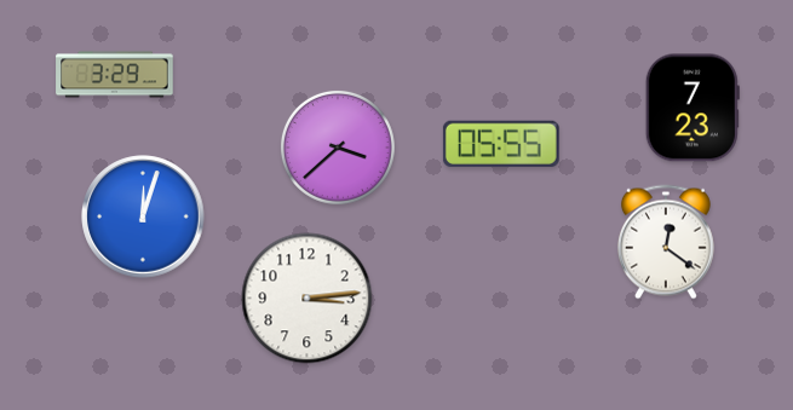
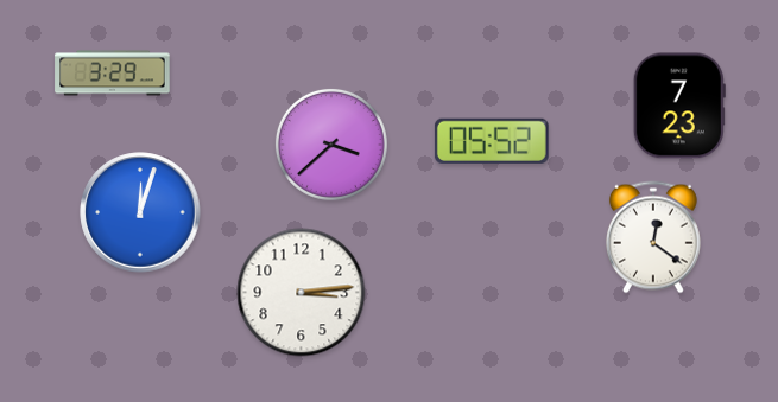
clock at (501, 144): 05:55 -> 05:52
